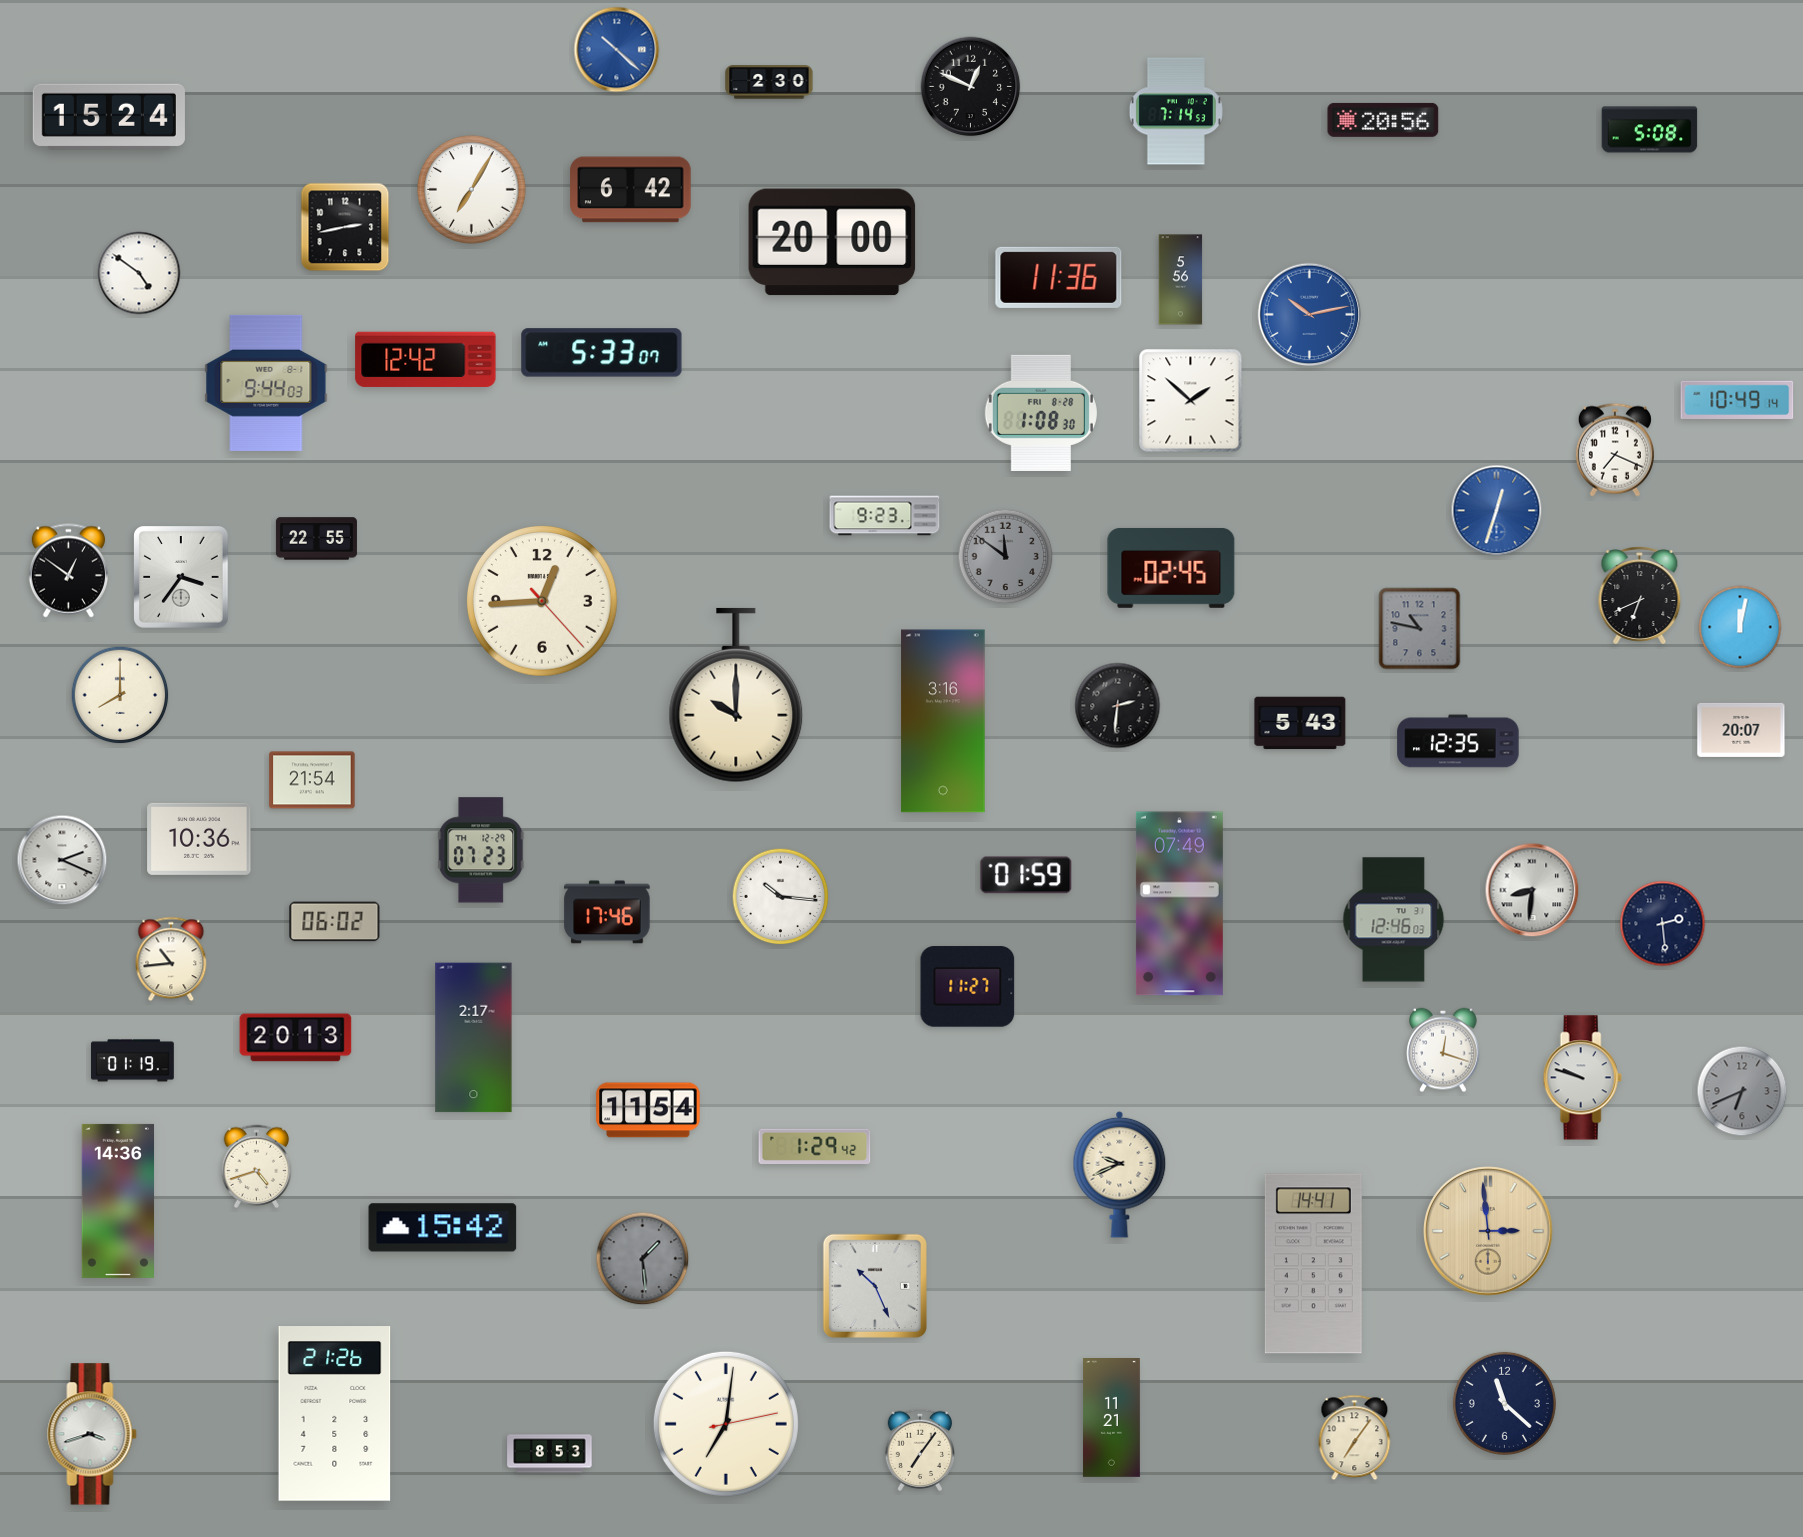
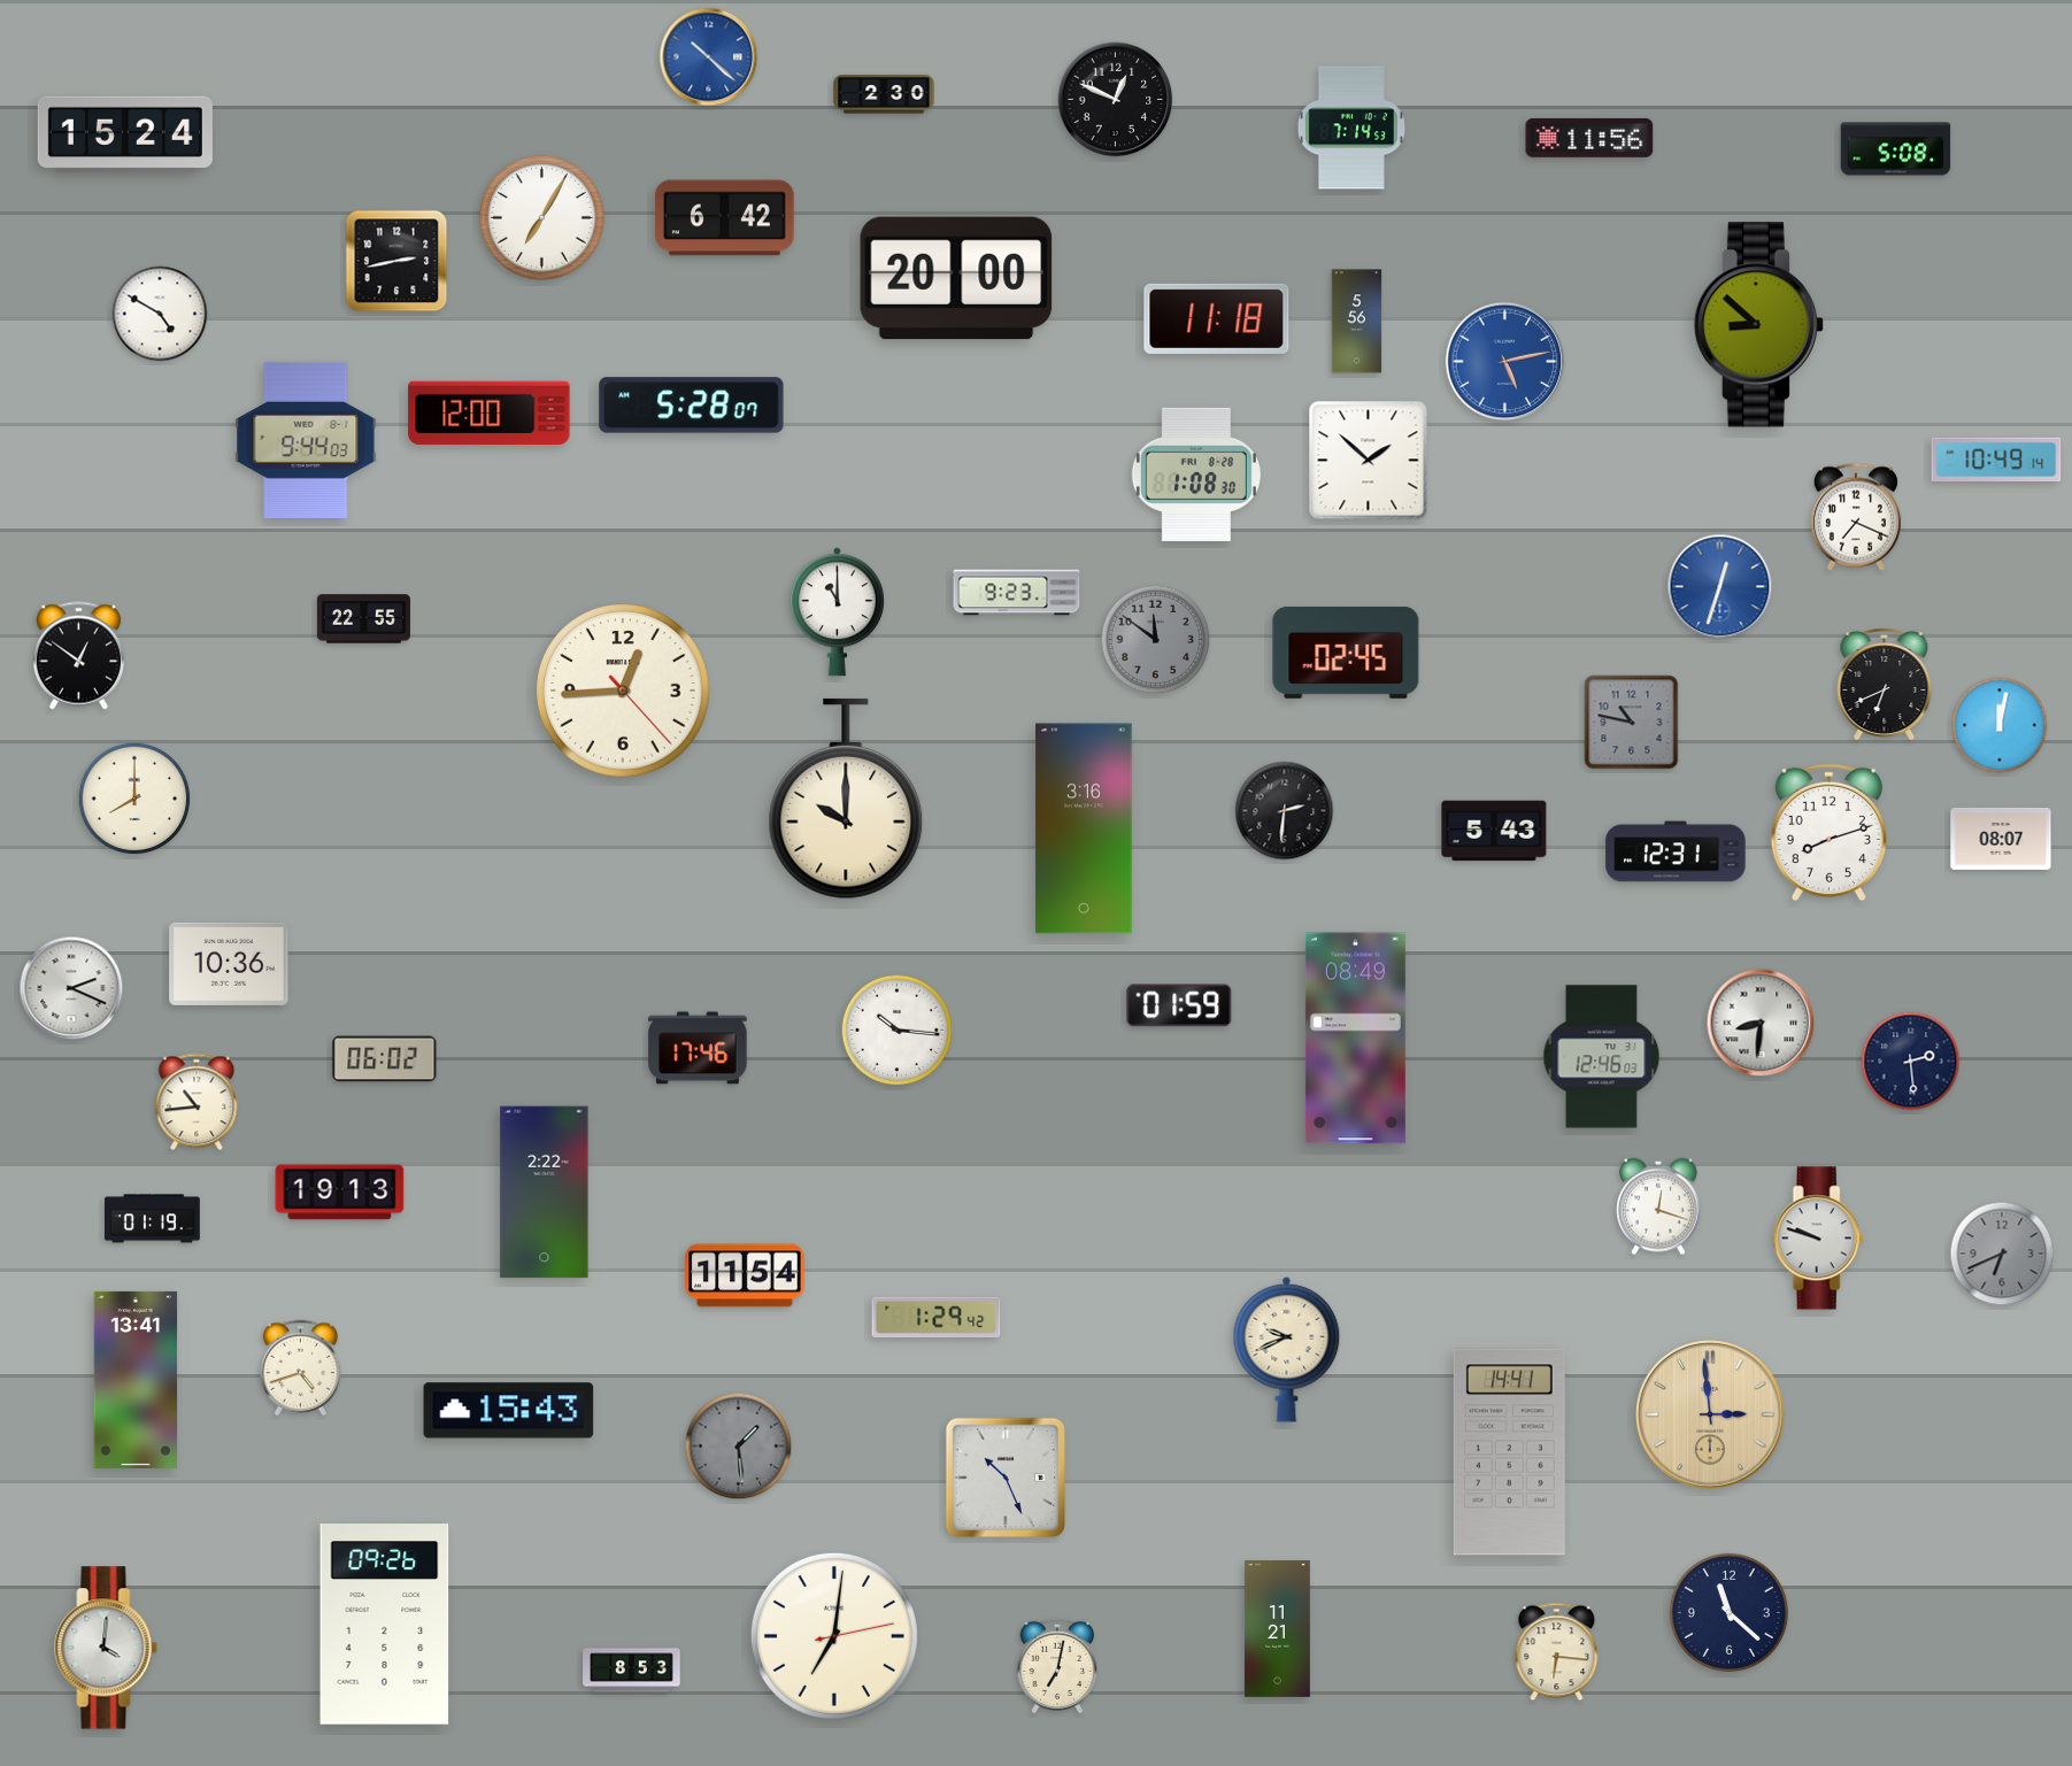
clock at (1383, 120): 20:56 -> 11:56
clock at (139, 273): 4:51 -> 4:50
clock at (1059, 277): 11:36 -> 11:18
clock at (1758, 325): none -> 8:52
clock at (1310, 315): 10:13 -> 5:13
clock at (602, 353): 5:33 -> 5:28
clock at (426, 359): 12:42 -> 12:00
clock at (837, 612): none -> 11:00
clock at (182, 578): 3:36 -> none
clock at (1740, 627) position: (1740, 627) -> (2000, 725)
clock at (120, 695) position: (120, 695) -> (134, 799)
clock at (1828, 833): none -> 8:12
clock at (1741, 730): 20:07 -> 08:07
clock at (1458, 741): 12:35 -> 12:31
clock at (312, 780): 21:54 -> none
clock at (481, 850): 07:23 -> none
clock at (1179, 904): 07:49 -> 08:49
clock at (968, 987): 11:27 -> none
clock at (296, 1038): 20:13 -> 19:13
clock at (474, 1038): 2:17 -> 2:22
clock at (257, 1167) position: (257, 1167) -> (301, 1368)
clock at (118, 1201): 14:36 -> 13:41
clock at (443, 1228): 15:42 -> 15:43
clock at (335, 1414): 21:26 -> 09:26
clock at (92, 1434): 3:42 -> 4:01
clock at (1355, 1438): 7:06 -> 6:16
clock at (919, 1449): 7:06 -> 7:02
